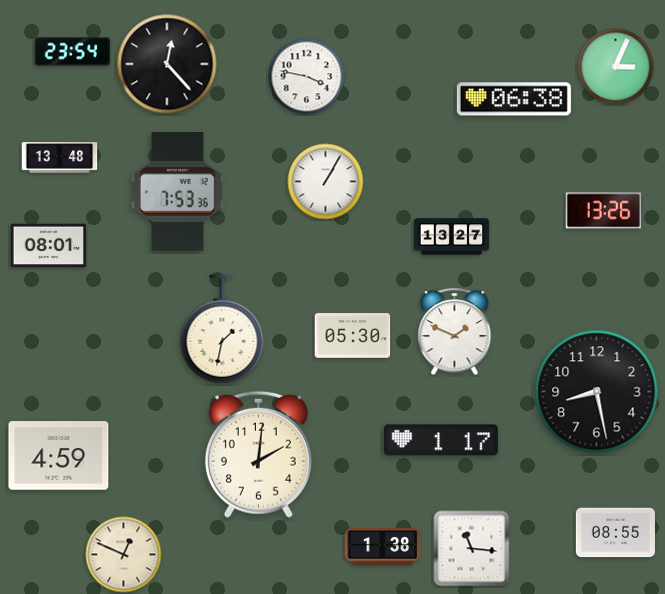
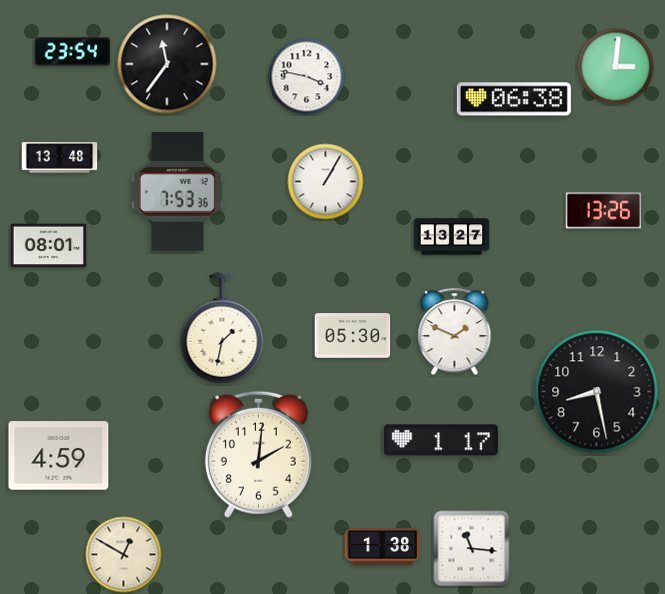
clock at (167, 64): 12:23 -> 11:36
clock at (616, 67): 3:04 -> 3:01
clock at (615, 533): 08:55 -> none
clock at (124, 555): 12:49 -> 12:50
